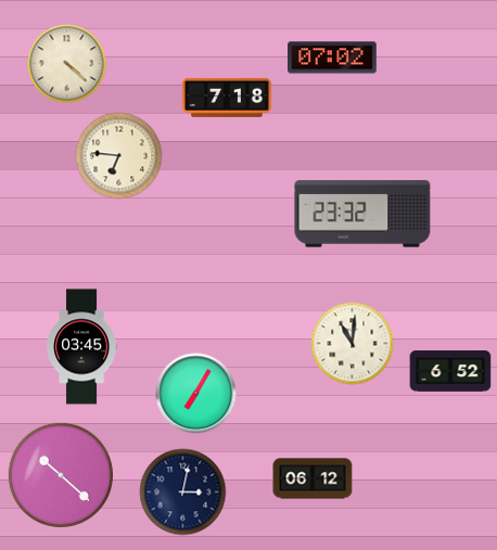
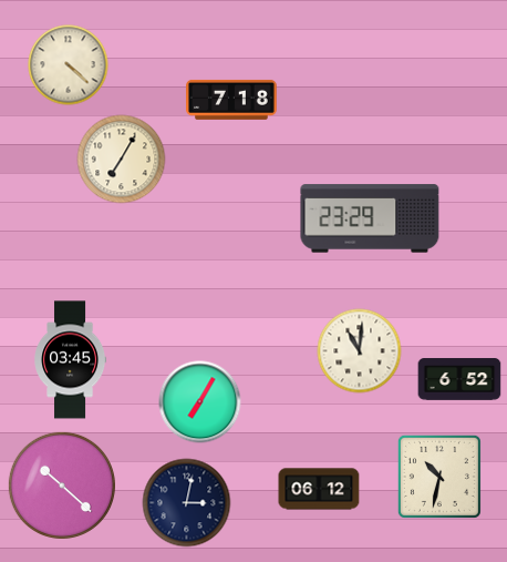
clock at (332, 57): 07:02 -> none
clock at (119, 156): 6:46 -> 7:05
clock at (362, 214): 23:32 -> 23:29
clock at (82, 347) position: (82, 347) -> (71, 360)
clock at (439, 477): none -> 10:32
